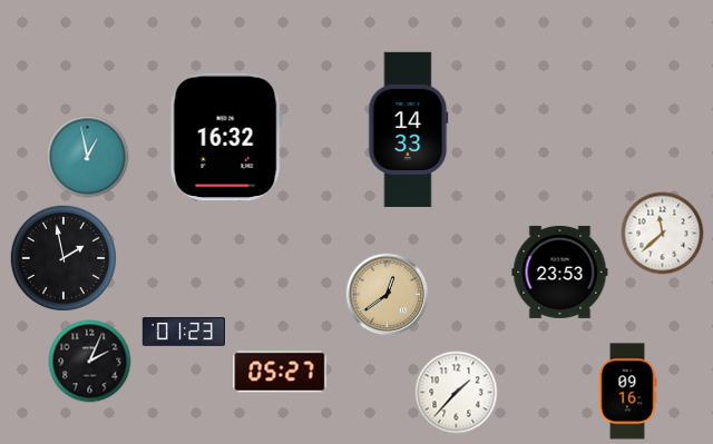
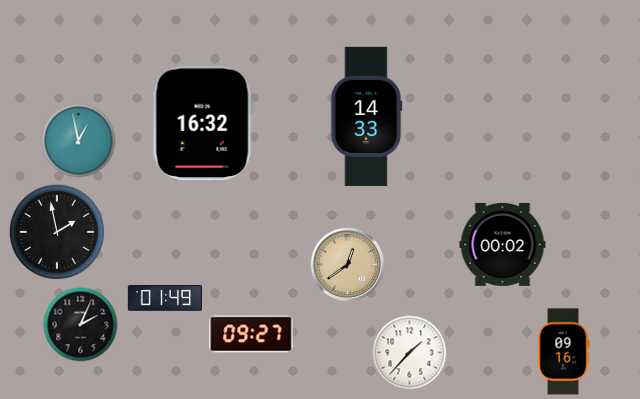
clock at (663, 234): 11:38 -> none
clock at (560, 272): 23:53 -> 00:02
clock at (184, 333): 01:23 -> 01:49
clock at (280, 372): 05:27 -> 09:27
